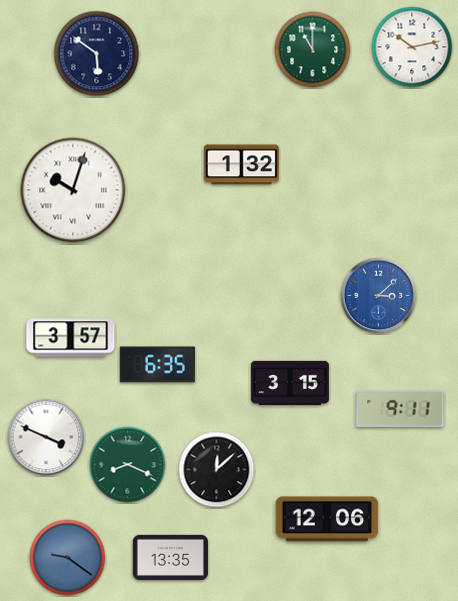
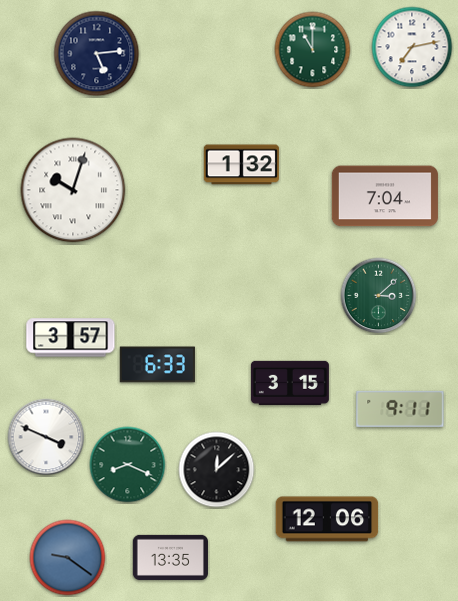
clock at (412, 47): 10:13 -> 7:13
clock at (97, 54): 5:51 -> 5:14
clock at (385, 196): none -> 7:04
clock at (379, 296) dial: blue -> green
clock at (157, 365): 6:35 -> 6:33
